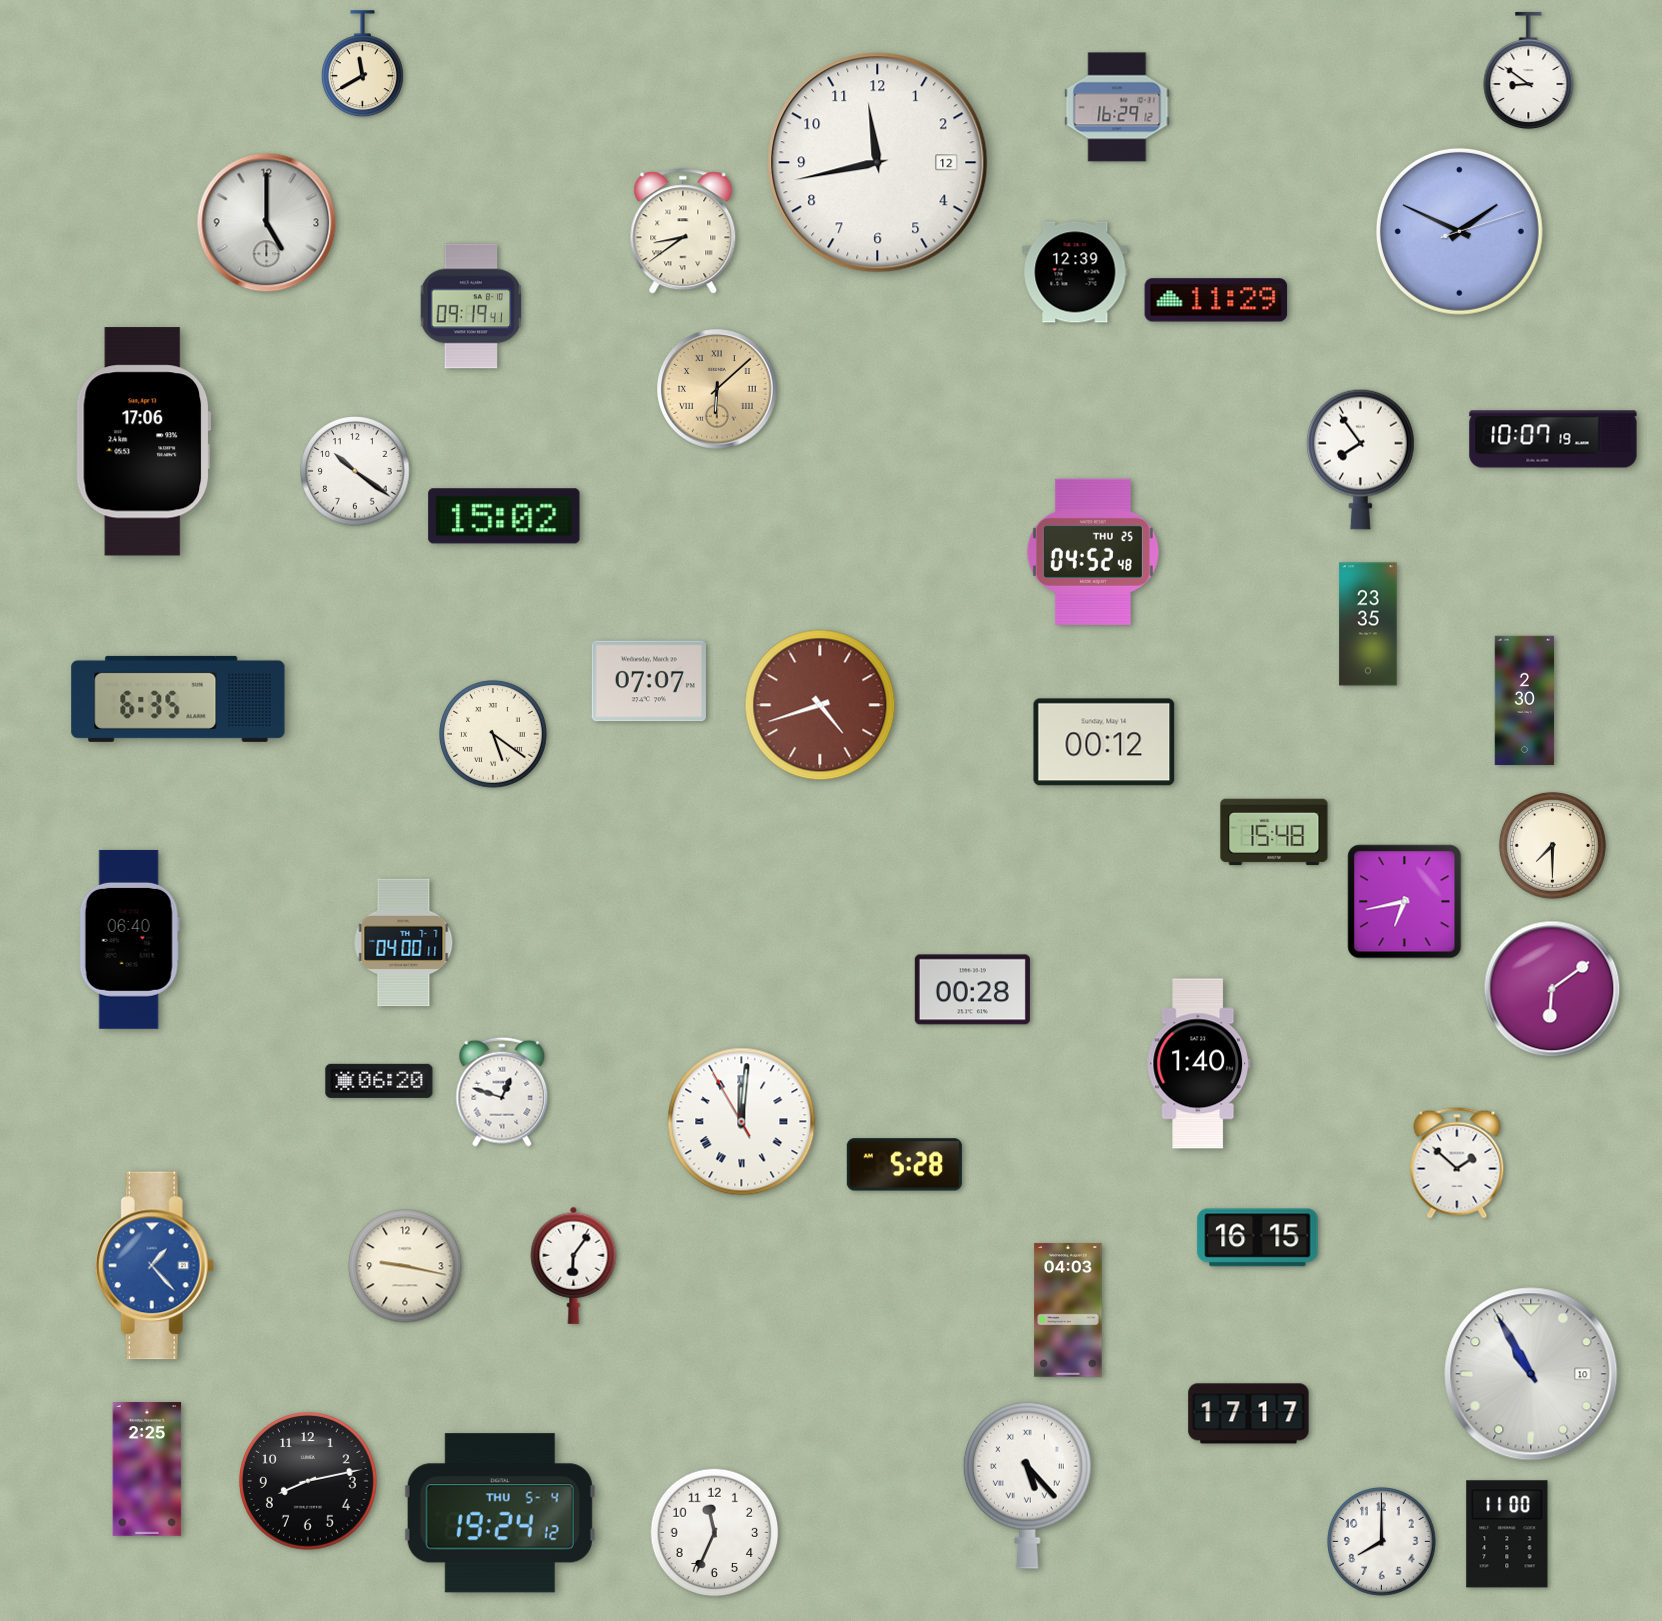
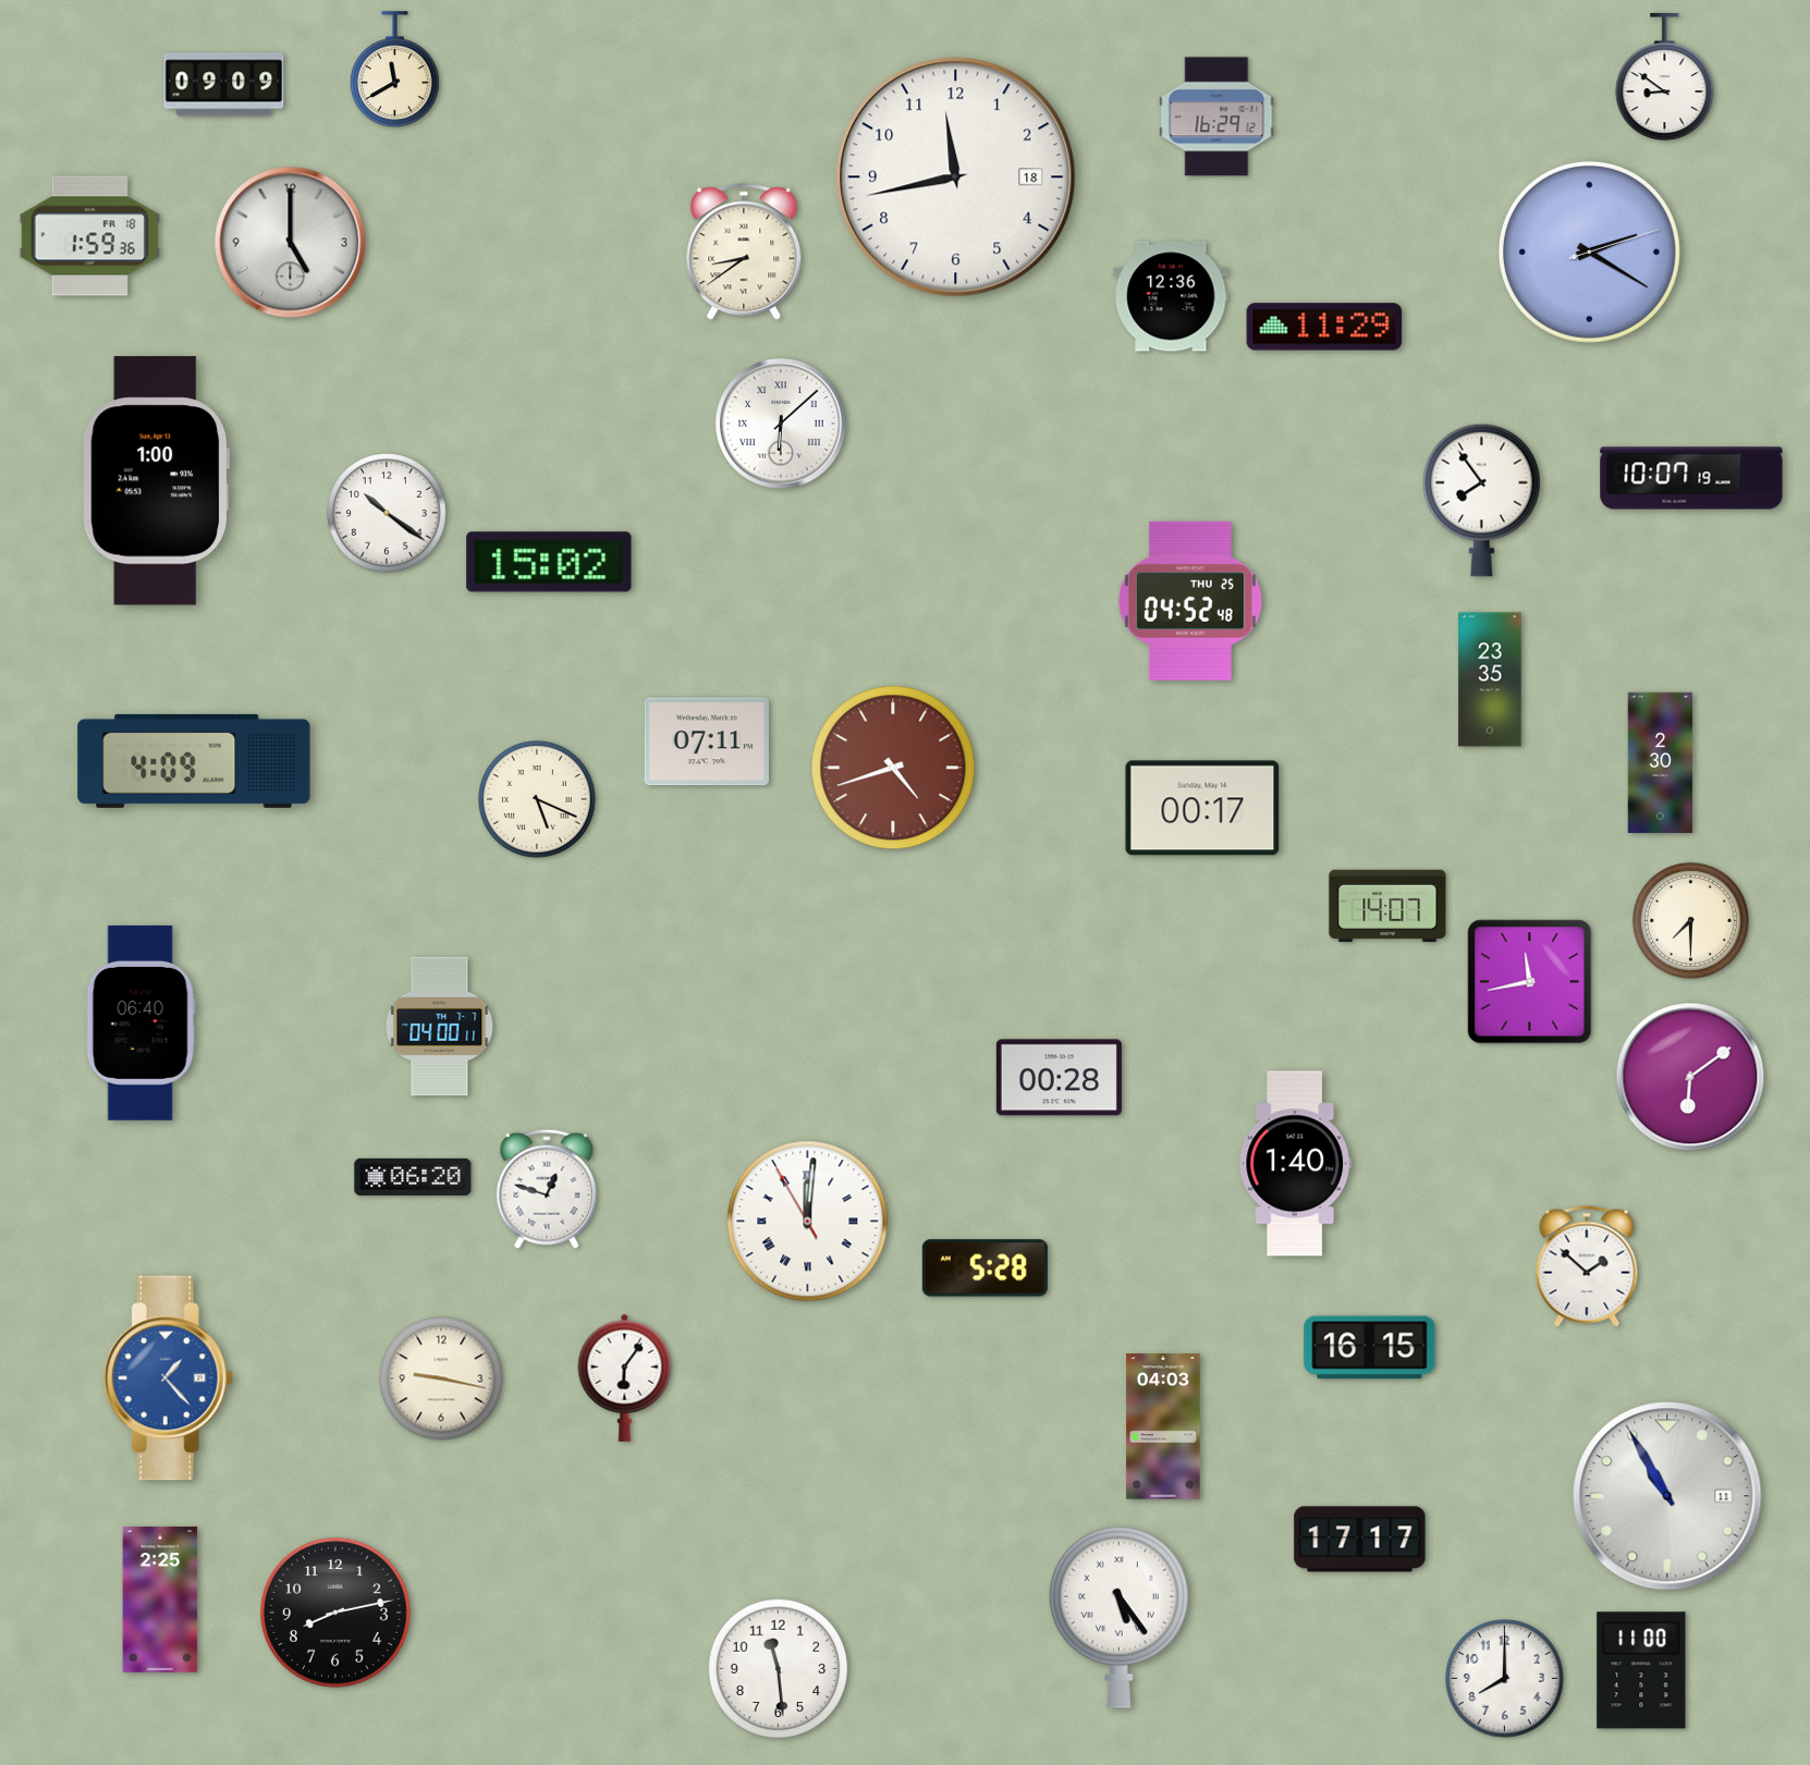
clock at (224, 85): none -> 09:09
clock at (878, 163) date: 12 -> 18
clock at (89, 236): none -> 1:59
clock at (1459, 231): 1:49 -> 2:20
clock at (1075, 272): 12:39 -> 12:36
clock at (471, 306): 09:19 -> none
clock at (717, 389) dial: champagne -> white
clock at (143, 442): 17:06 -> 1:00
clock at (649, 681): 07:07 -> 07:11
clock at (178, 699): 6:35 -> 4:09
clock at (494, 735): 5:21 -> 5:19
clock at (1104, 742): 00:12 -> 00:17
clock at (1274, 832): 15:48 -> 14:07
clock at (1405, 902): 6:43 -> 11:43
clock at (1199, 1064) position: (1199, 1064) -> (1296, 1164)
clock at (1531, 1374) date: 10 -> 11
clock at (1027, 1485): 5:23 -> 5:24
clock at (500, 1513): 19:24 -> none
clock at (715, 1533): 11:34 -> 11:29
